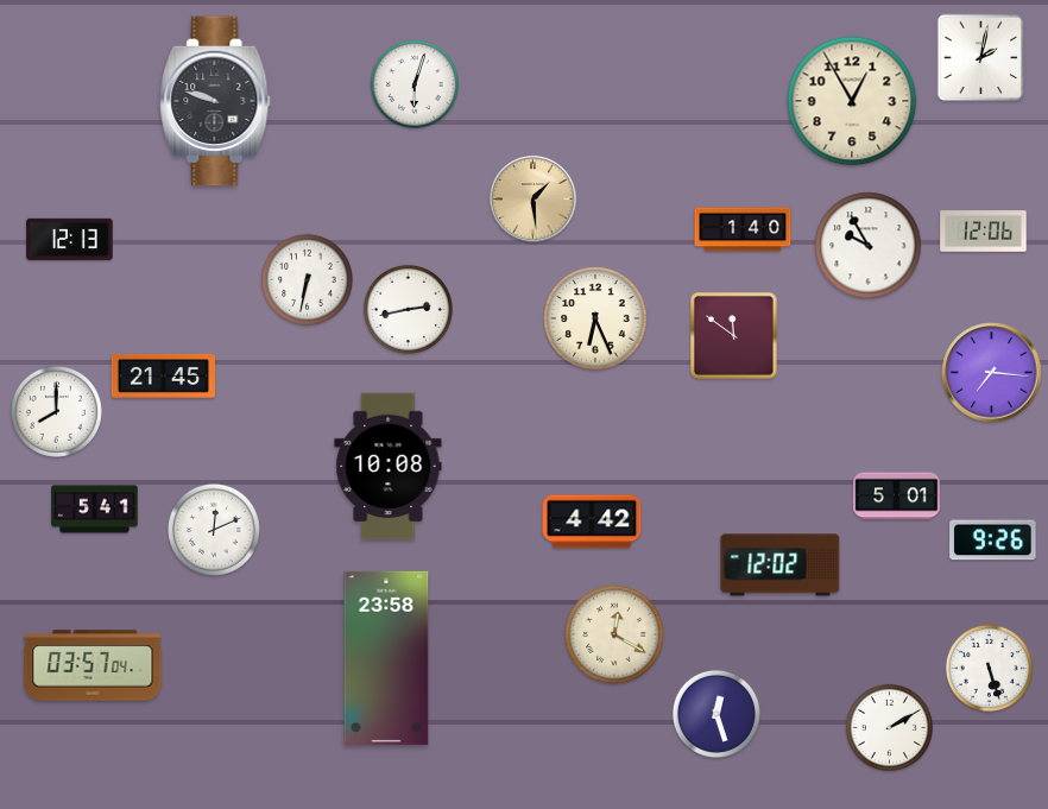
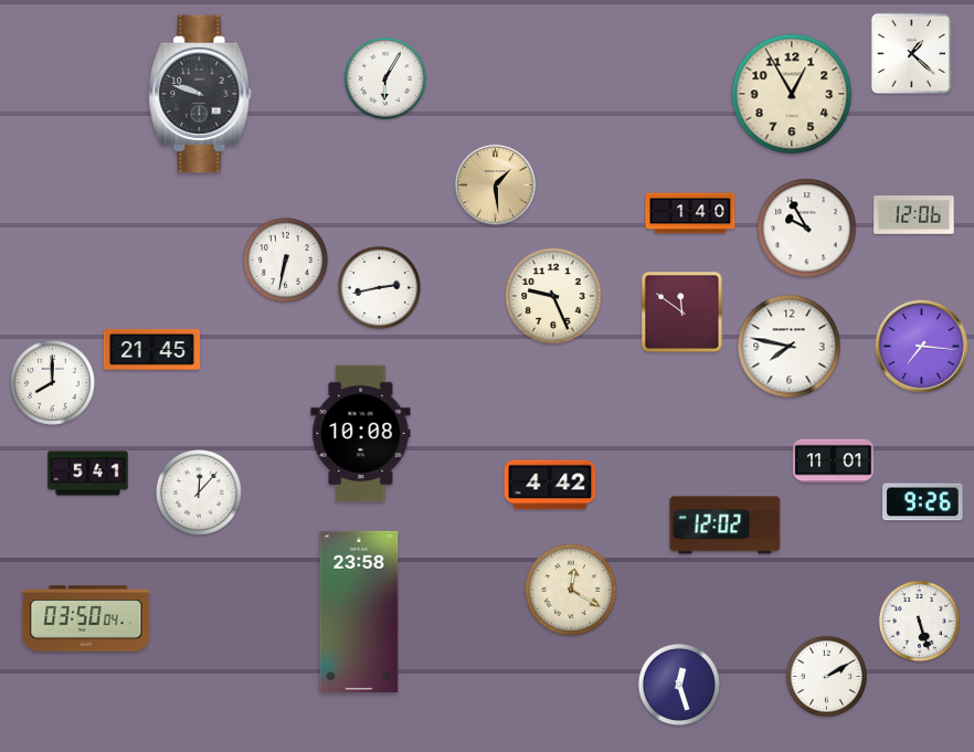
clock at (981, 58): 2:02 -> 1:22
clock at (415, 84): 6:03 -> 6:05
clock at (70, 239): 12:13 -> none
clock at (595, 318): 6:26 -> 9:26
clock at (790, 347): none -> 7:47
clock at (897, 497): 5:01 -> 11:01
clock at (214, 530): 12:11 -> 12:07
clock at (93, 665): 03:57 -> 03:50
clock at (716, 714) position: (716, 714) -> (679, 685)
